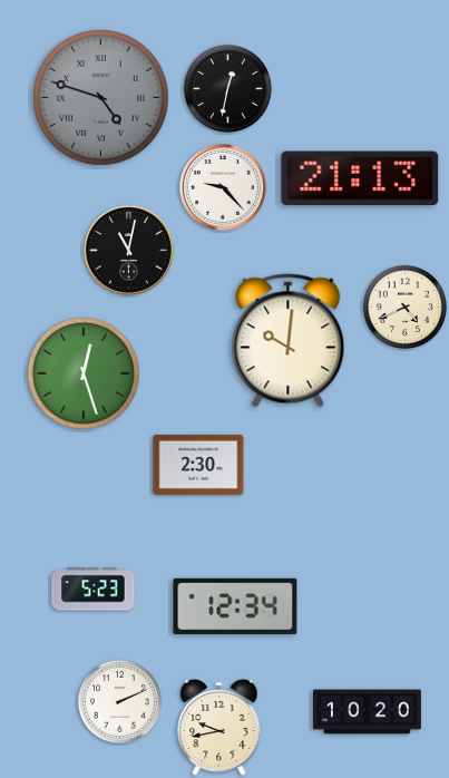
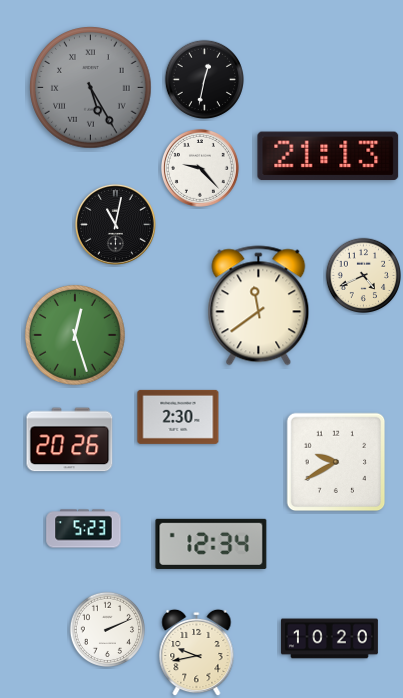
clock at (101, 98): 4:48 -> 5:25
clock at (360, 178) position: (360, 178) -> (328, 156)
clock at (289, 341): 10:01 -> 11:39
clock at (70, 440): none -> 20:26
clock at (336, 462): none -> 9:40
